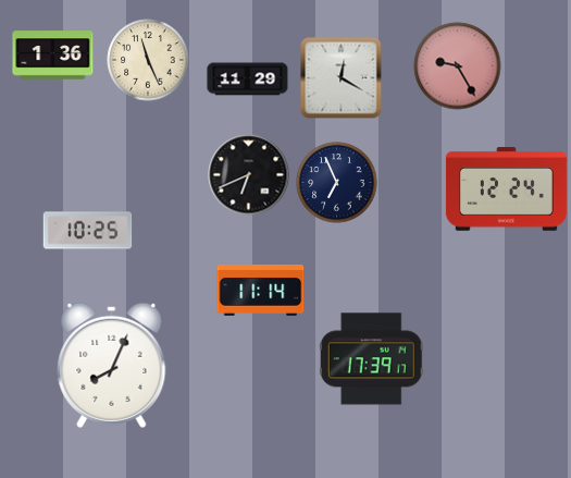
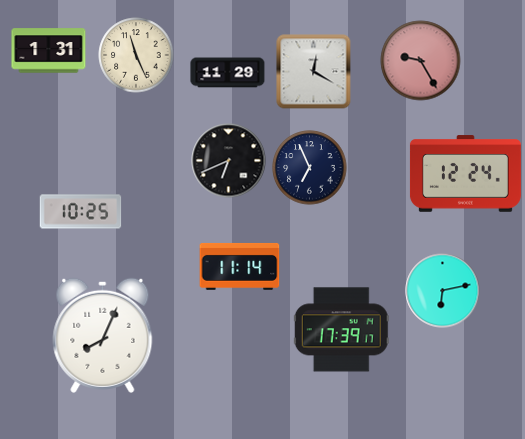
clock at (53, 56): 1:36 -> 1:31
clock at (443, 291): none -> 6:13
